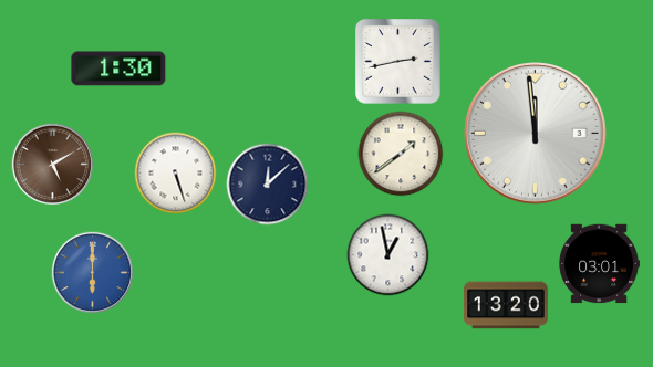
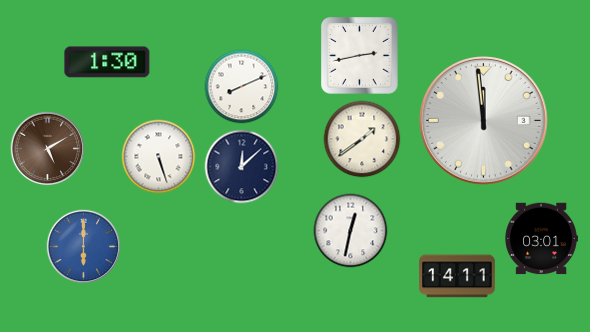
clock at (242, 87): none -> 8:11
clock at (388, 255): 12:58 -> 12:32
clock at (506, 305): 13:20 -> 14:11
